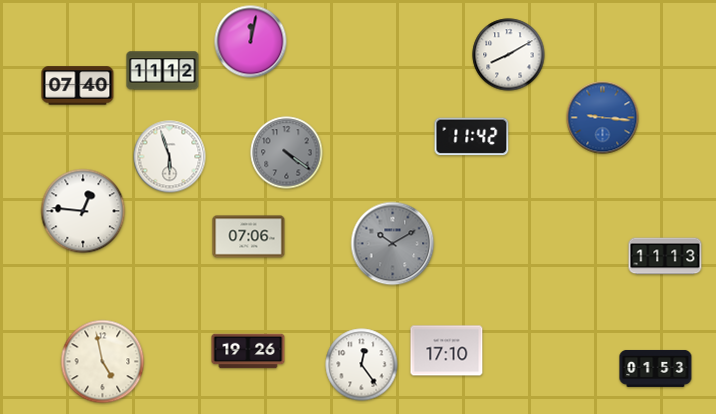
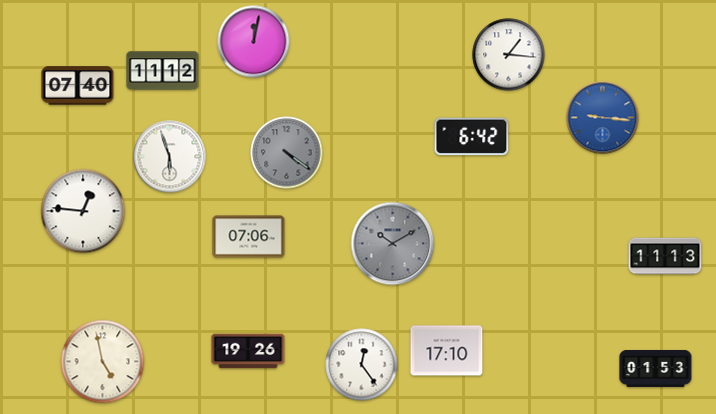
clock at (251, 42) position: (251, 42) -> (254, 42)
clock at (509, 55): 8:10 -> 1:16
clock at (472, 137): 11:42 -> 6:42
